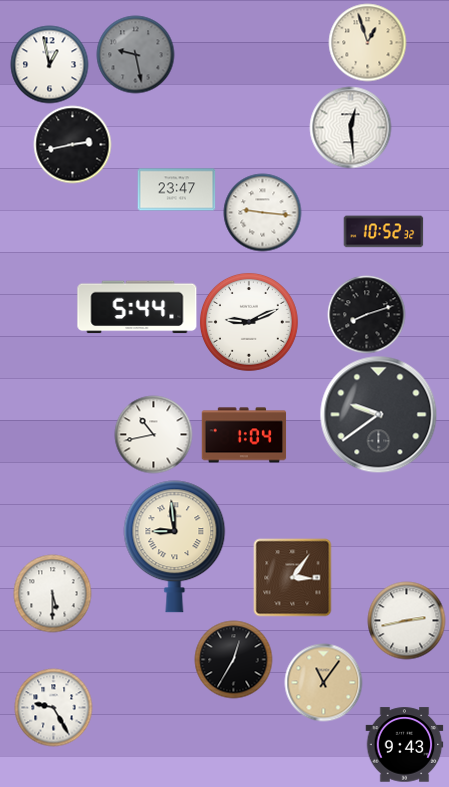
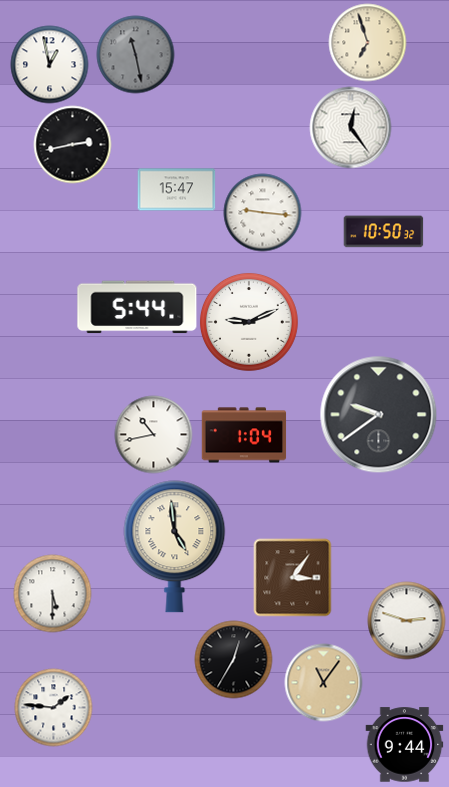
clock at (367, 42): 12:57 -> 6:57
clock at (135, 54): 9:28 -> 11:28
clock at (350, 127): 12:29 -> 12:24
clock at (176, 190): 23:47 -> 15:47
clock at (383, 232): 10:52 -> 10:50
clock at (366, 314): 8:12 -> none
clock at (175, 547): 8:59 -> 4:59
clock at (406, 620): 2:43 -> 2:48
clock at (53, 707): 9:25 -> 1:46
clock at (404, 745): 9:43 -> 9:44
